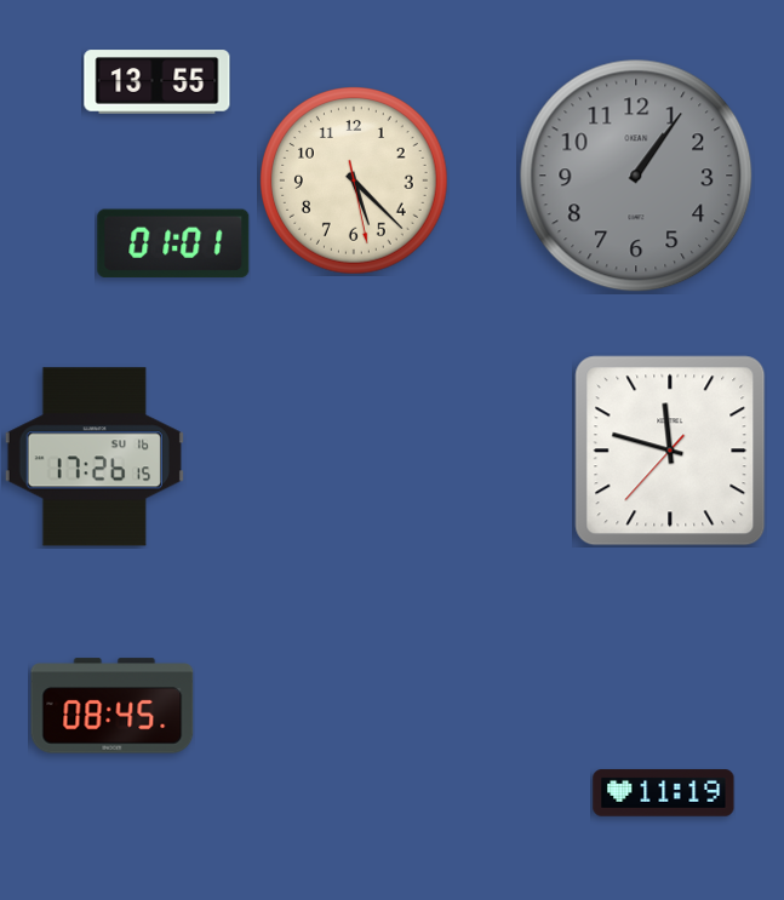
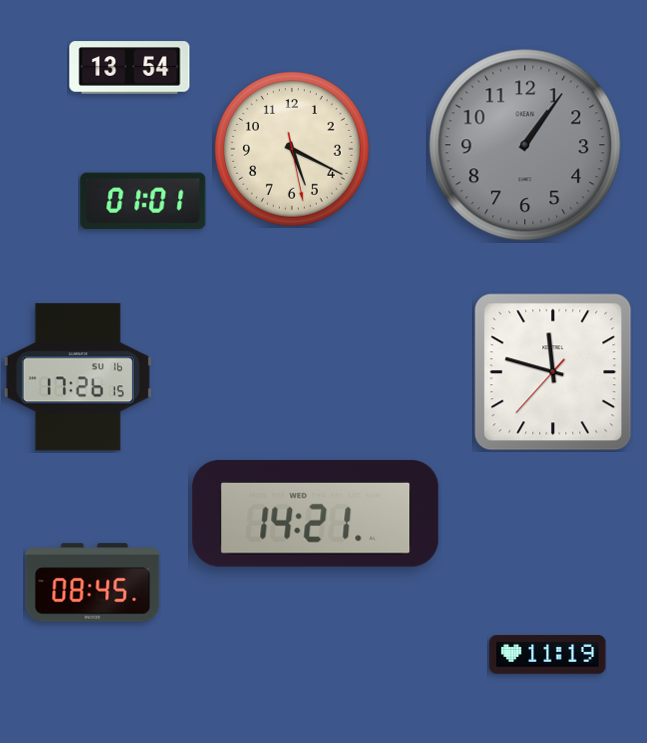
clock at (158, 82): 13:55 -> 13:54
clock at (355, 182): 5:22 -> 5:19
clock at (316, 513): none -> 14:21
